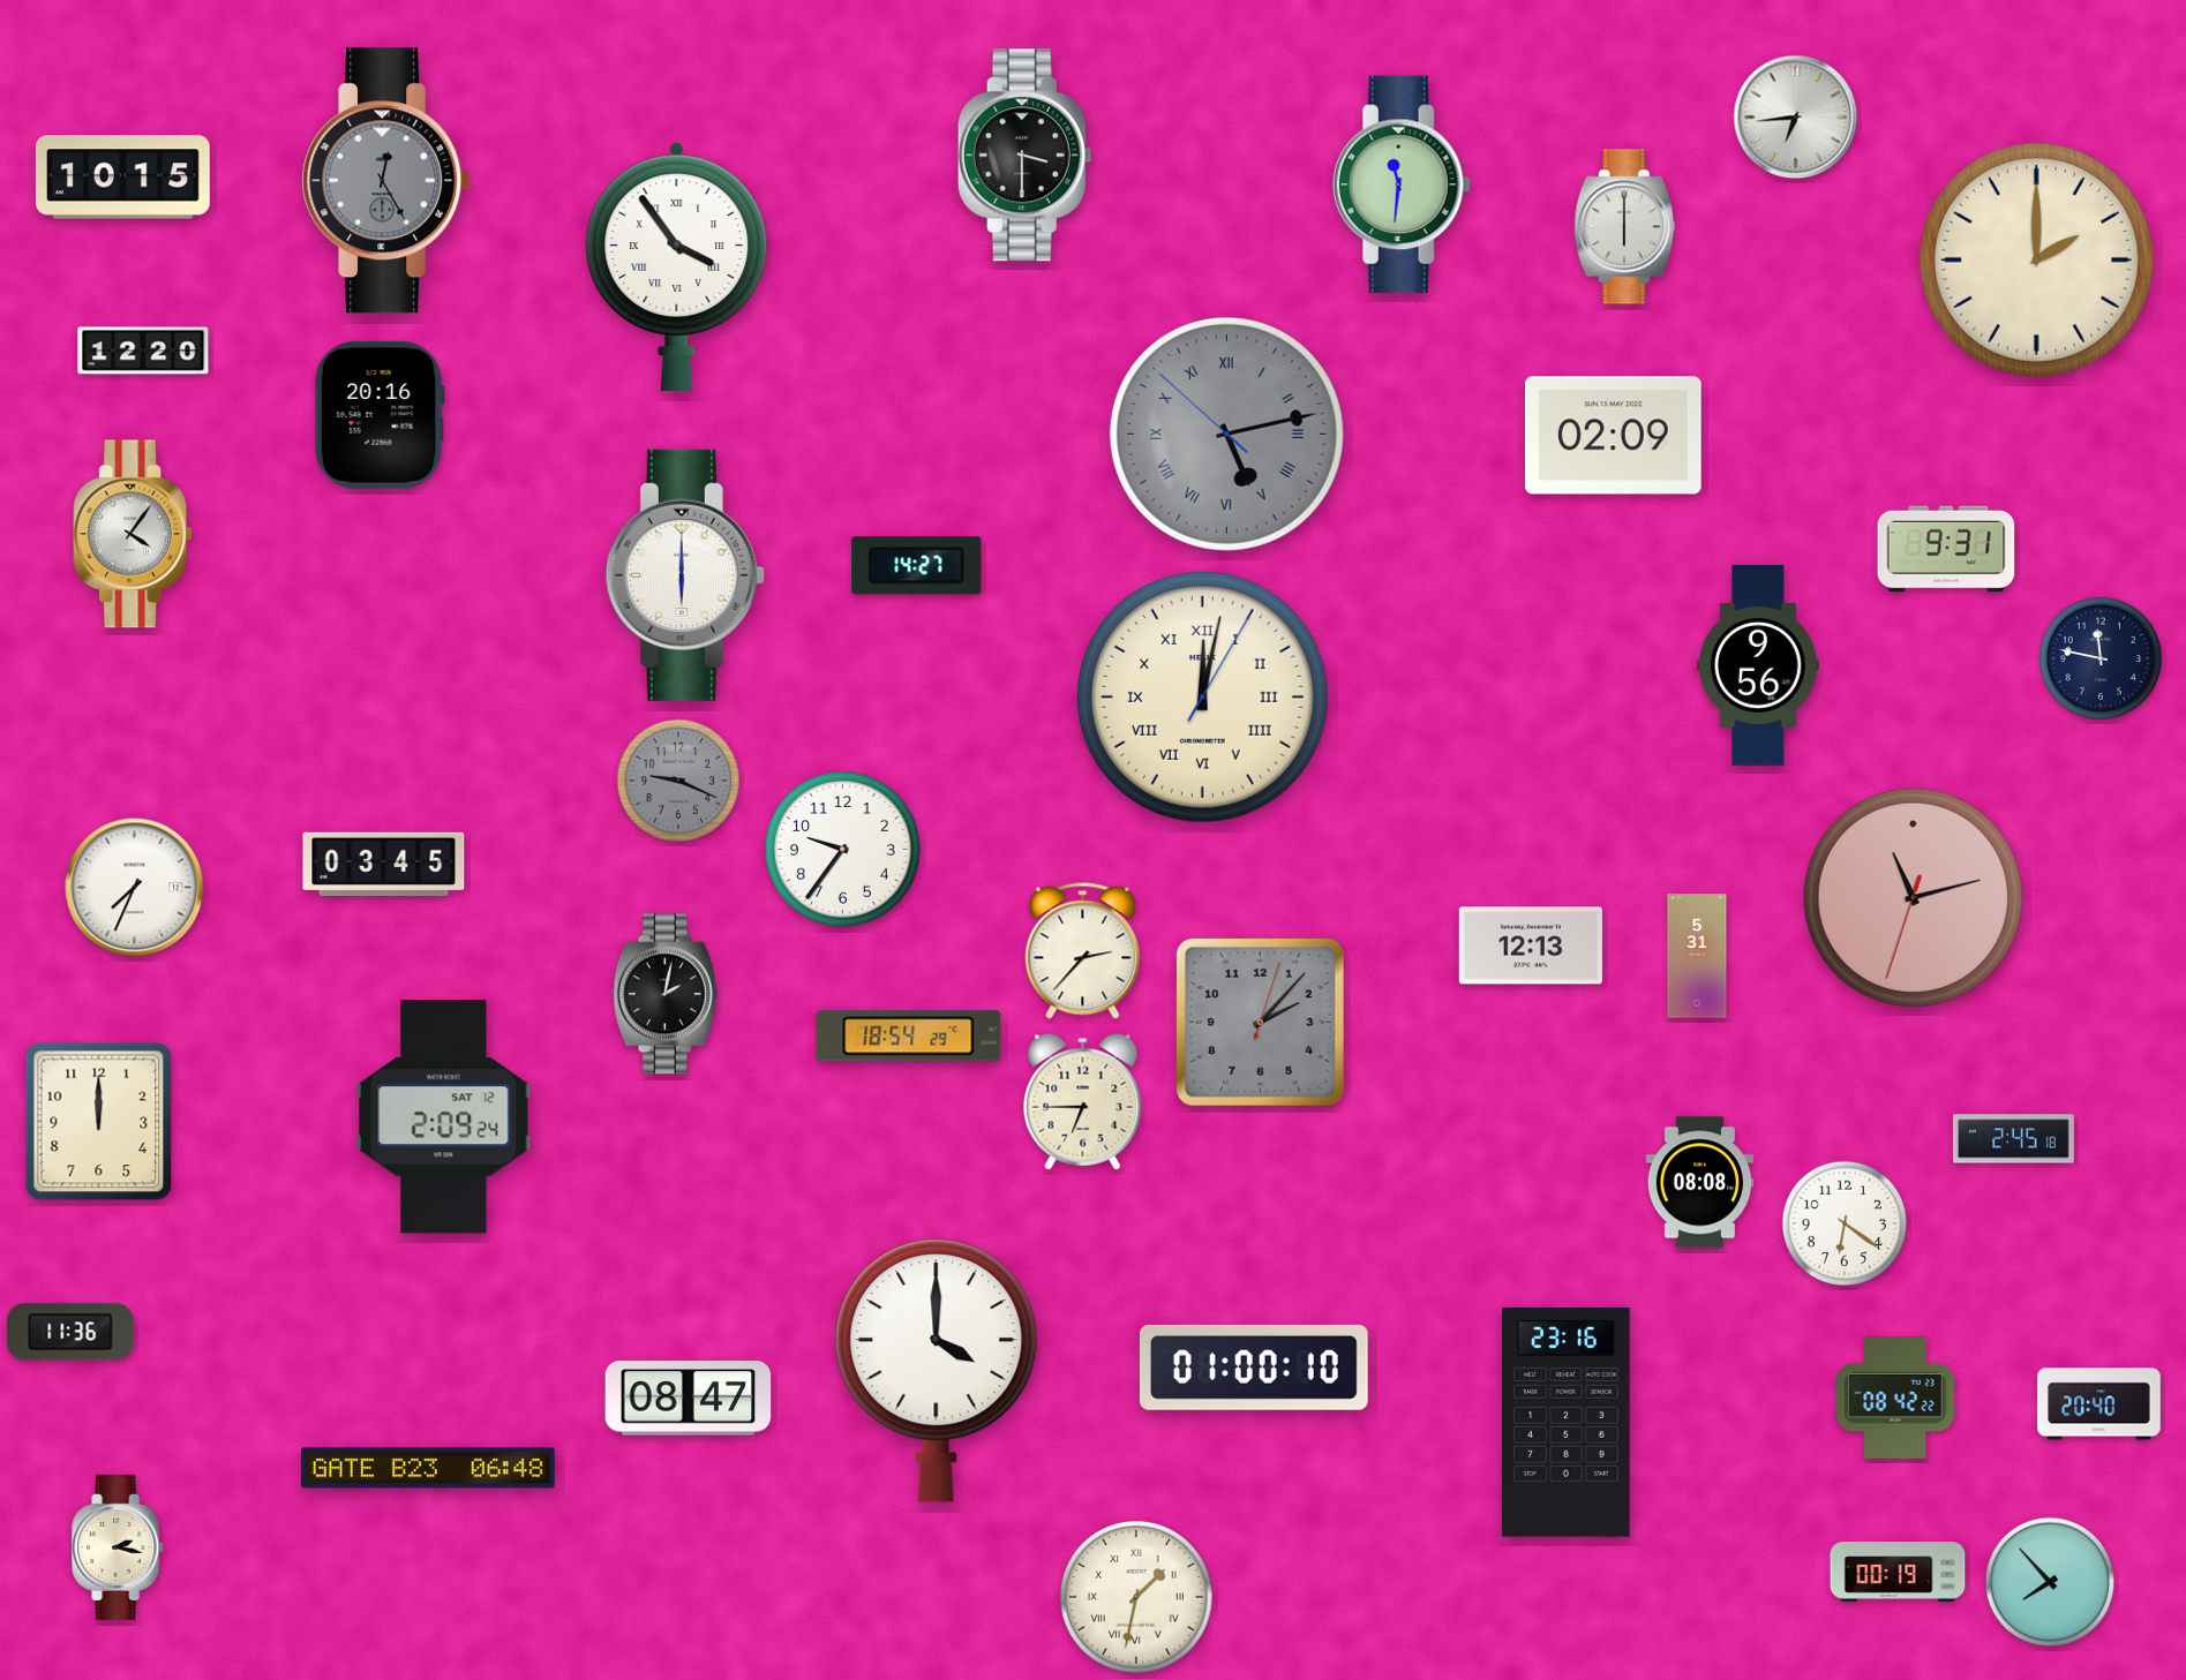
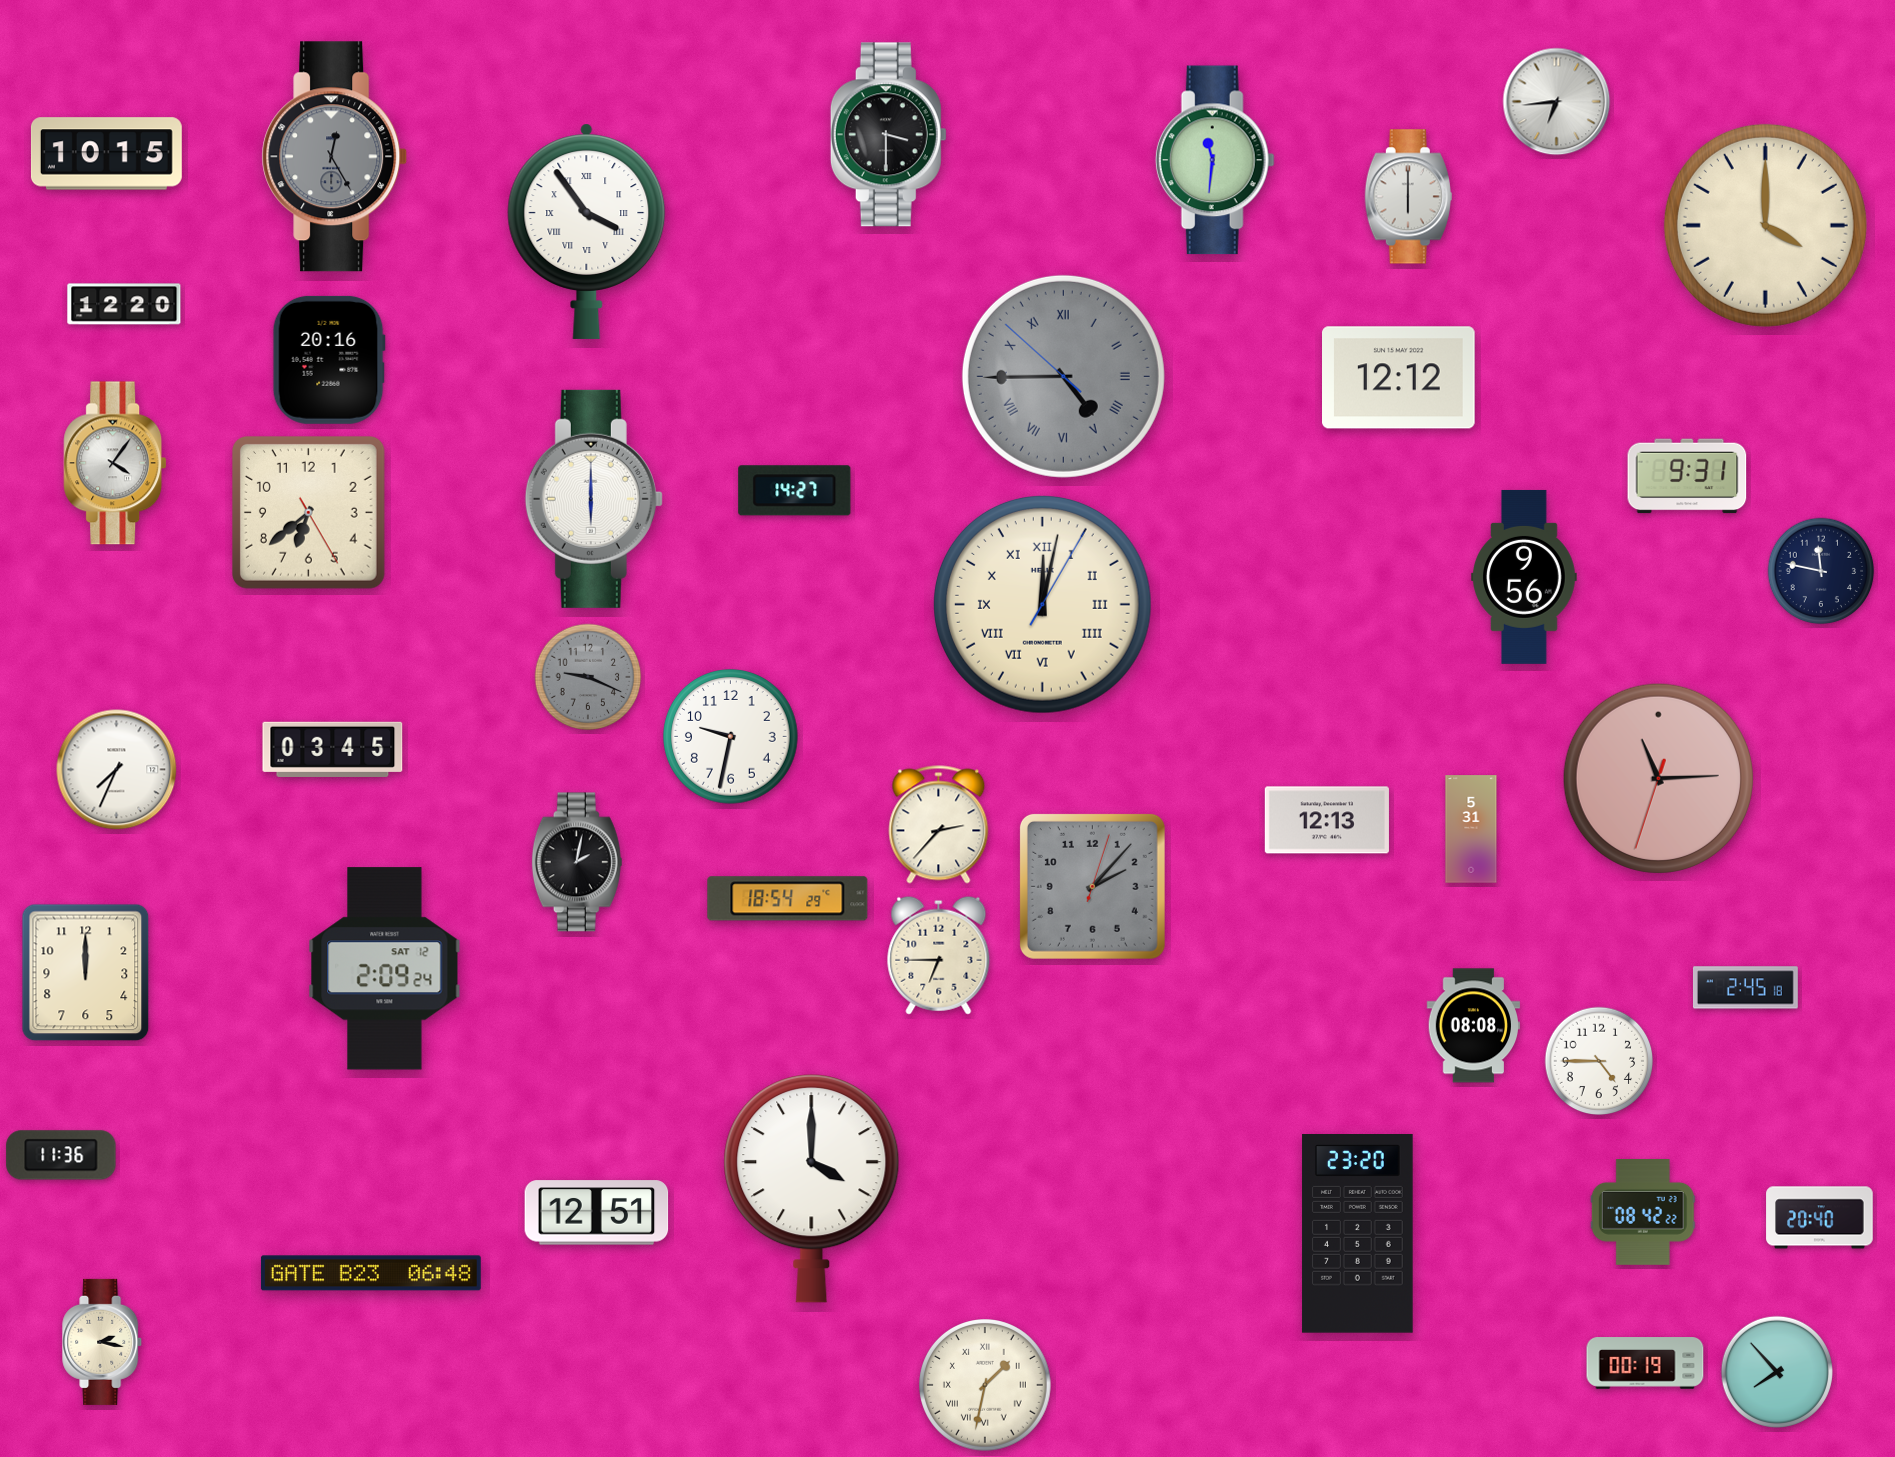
clock at (2036, 259): 2:00 -> 4:00
clock at (1226, 434): 5:12 -> 4:44
clock at (1614, 436): 02:09 -> 12:12
clock at (309, 513): none -> 6:38
clock at (843, 850): 9:36 -> 9:32
clock at (1913, 897): 11:12 -> 11:14
clock at (1845, 1223): 6:21 -> 4:45
clock at (1254, 1368): 01:00 -> none
clock at (689, 1399): 08:47 -> 12:51
clock at (1567, 1423): 23:16 -> 23:20
